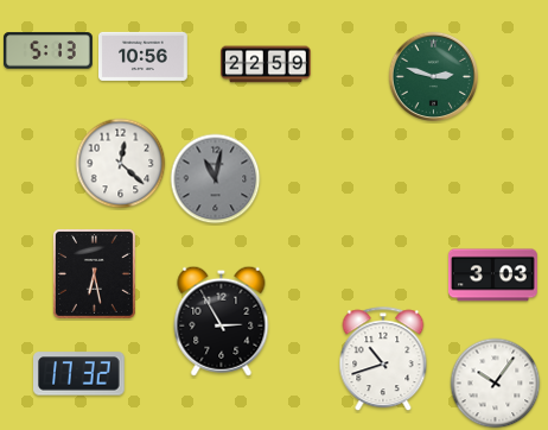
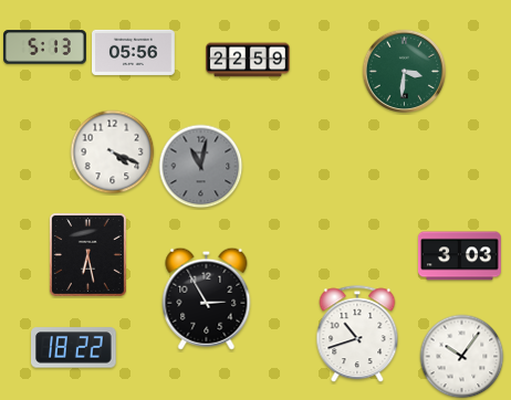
clock at (144, 56): 10:56 -> 05:56
clock at (434, 77): 2:48 -> 3:31
clock at (121, 164): 12:22 -> 4:19
clock at (79, 374): 17:32 -> 18:22
